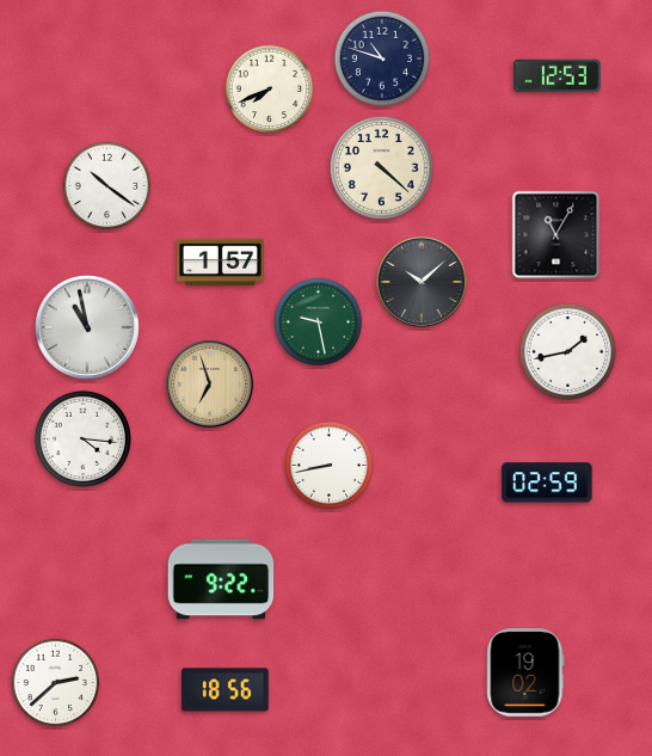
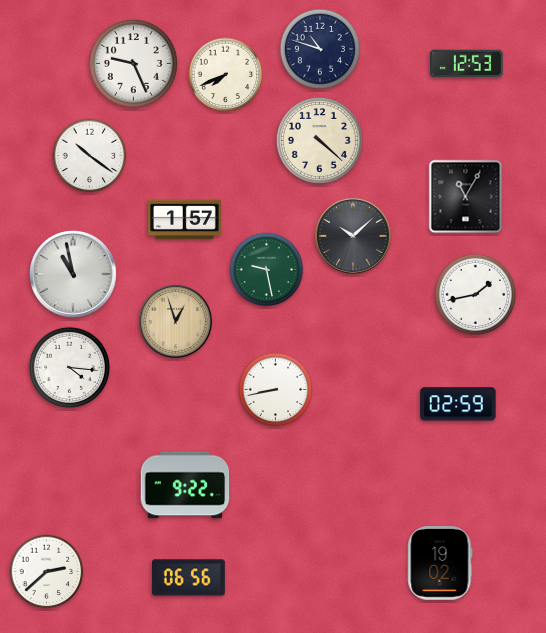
clock at (133, 63): none -> 9:26
clock at (209, 383): 6:57 -> 12:57
clock at (224, 690): 18:56 -> 06:56
